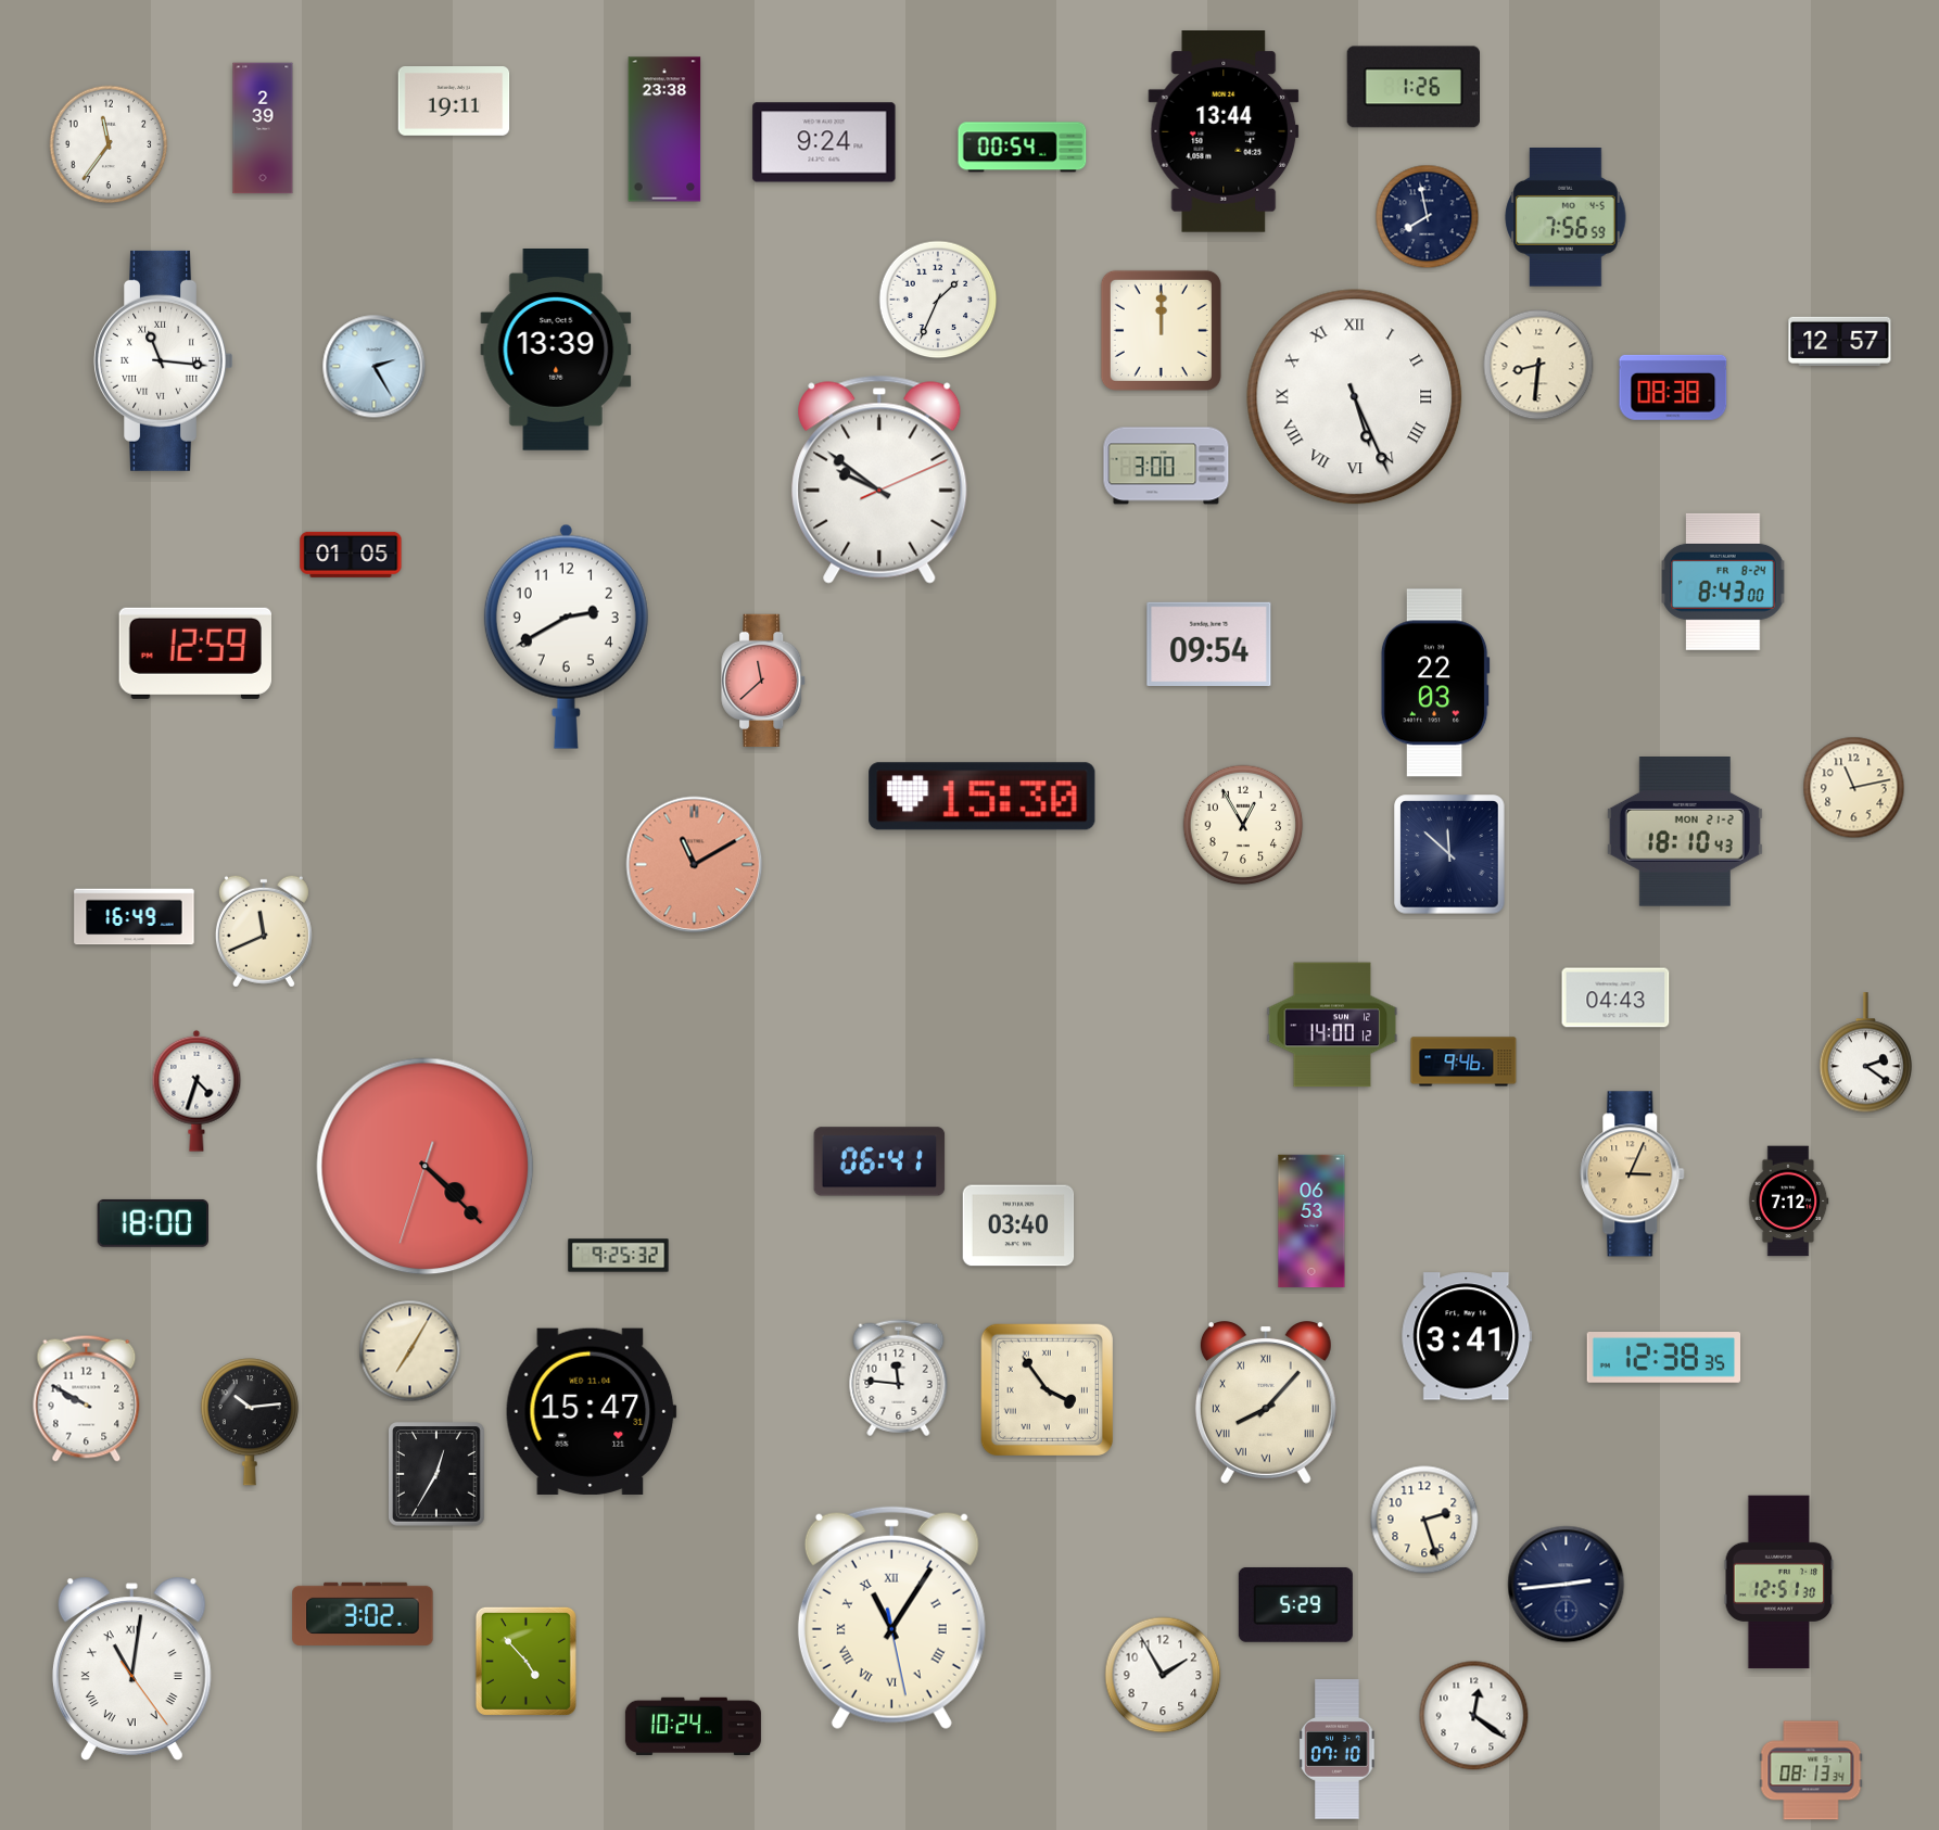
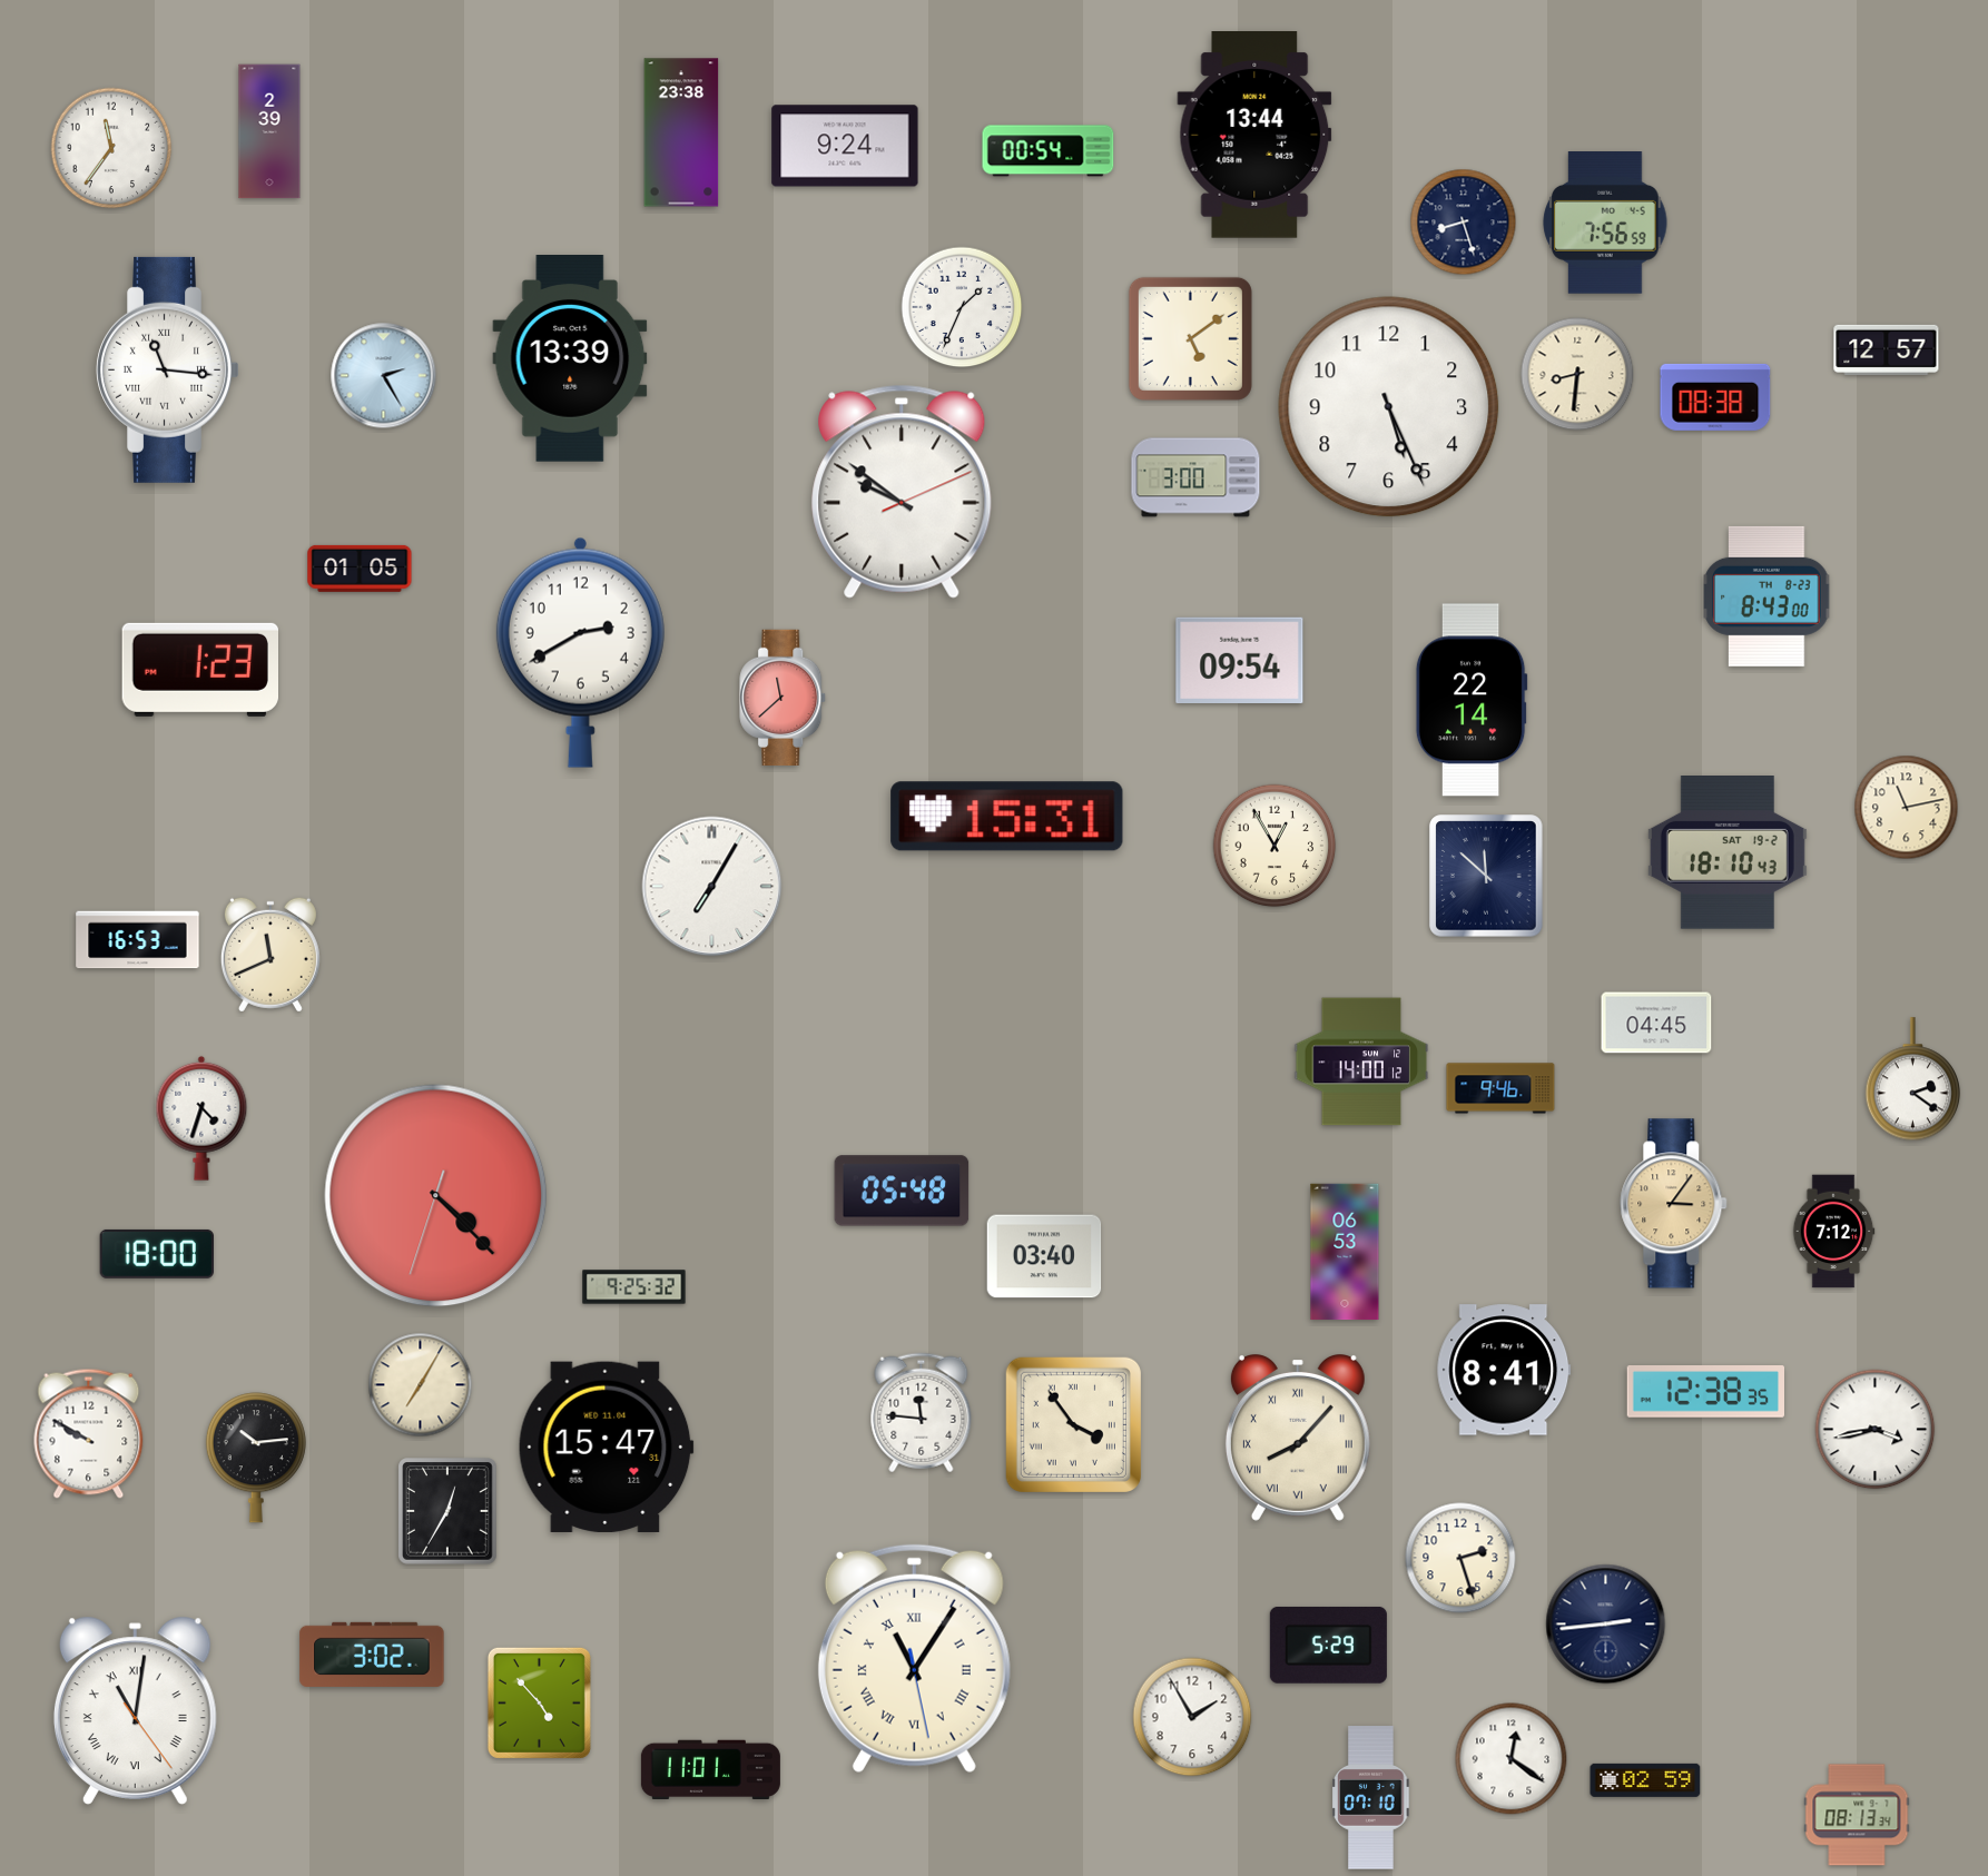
clock at (1414, 87): 1:26 -> none
clock at (454, 102): 19:11 -> none
clock at (1428, 217): 7:58 -> 8:27
clock at (1161, 330): 12:00 -> 5:09
clock at (1355, 397) numerals: Roman -> Arabic
clock at (1723, 582) date: FR 8-24 -> TH 8-23
clock at (194, 653): 12:59 -> 1:23
clock at (1435, 683): 22:03 -> 22:14
clock at (1854, 788) position: (1854, 788) -> (1907, 808)
clock at (983, 797): 15:30 -> 15:31
clock at (1685, 833) date: MON 21-2 -> SAT 19-2
clock at (695, 865): 11:10 -> 7:05
clock at (695, 865) dial: salmon -> white
clock at (135, 917): 16:49 -> 16:53
clock at (1615, 997): 04:43 -> 04:45
clock at (1332, 1025) position: (1332, 1025) -> (1361, 1062)
clock at (879, 1161): 06:41 -> 05:48
clock at (1633, 1174): 3:04 -> 3:06
clock at (1467, 1336): 3:41 -> 8:41
clock at (1876, 1430): none -> 3:43
clock at (1779, 1583): 12:51 -> none
clock at (693, 1726): 10:24 -> 11:01
clock at (1645, 1780): none -> 02:59
clock at (1338, 1750) position: (1338, 1750) -> (1371, 1798)
